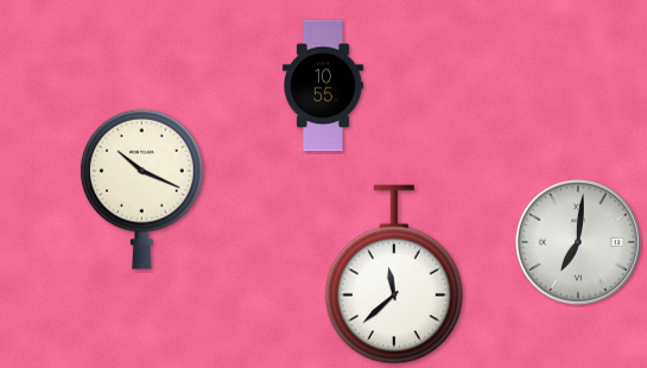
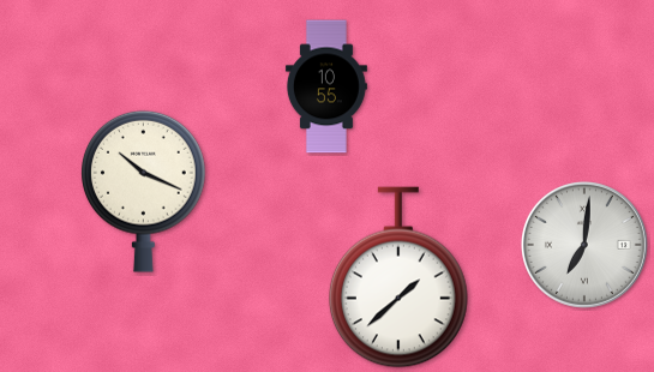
clock at (394, 274): 11:38 -> 1:38
